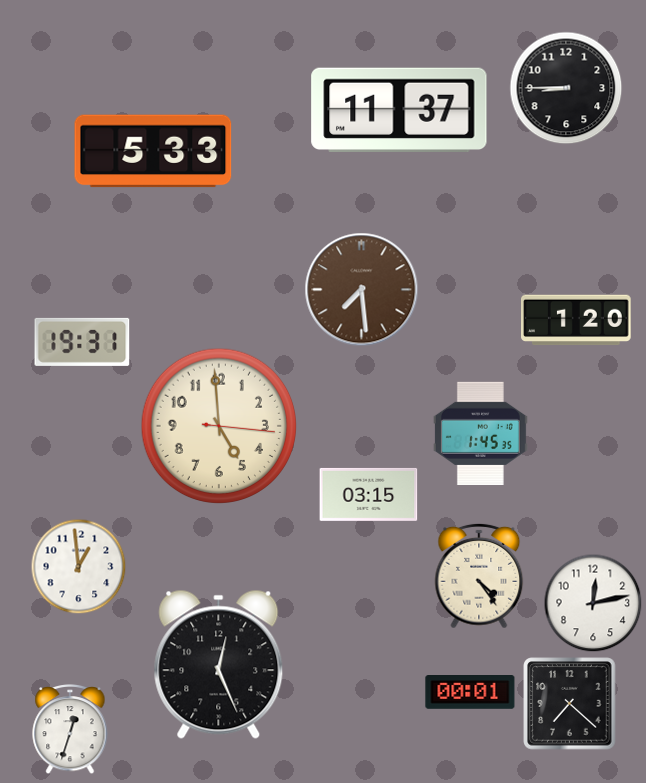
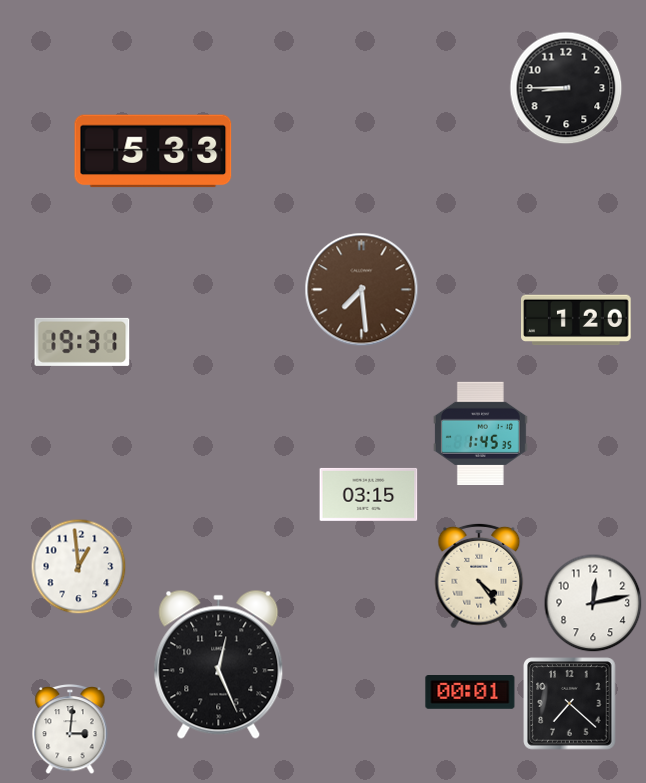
clock at (399, 110): 11:37 -> none
clock at (218, 425): 4:59 -> none
clock at (70, 730): 12:33 -> 3:01
